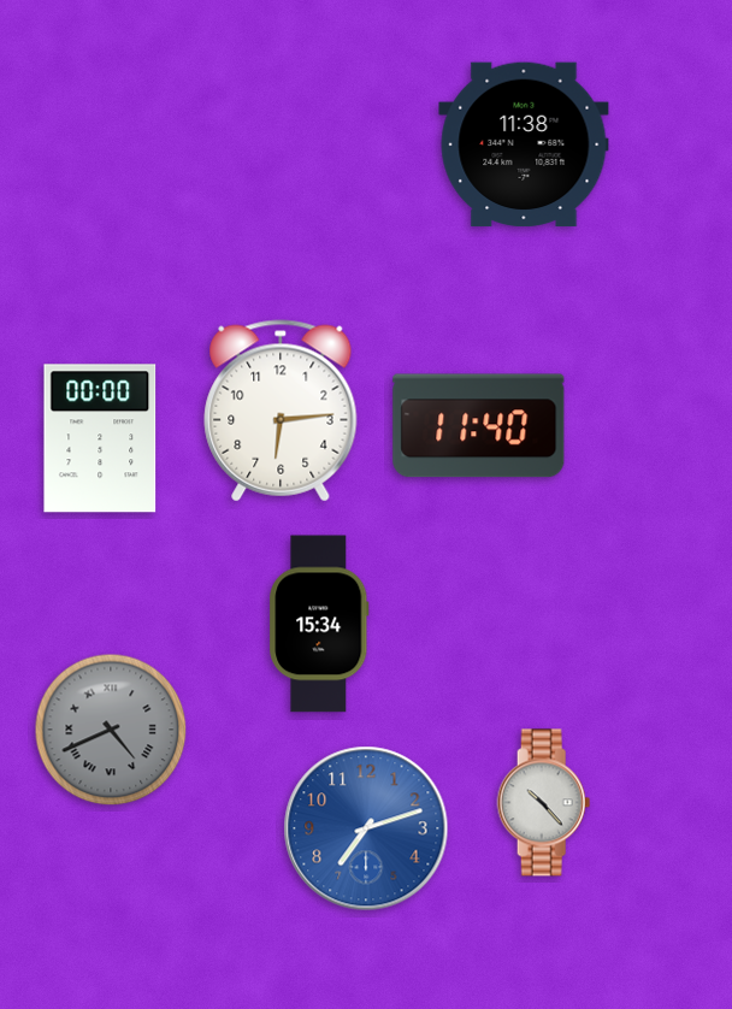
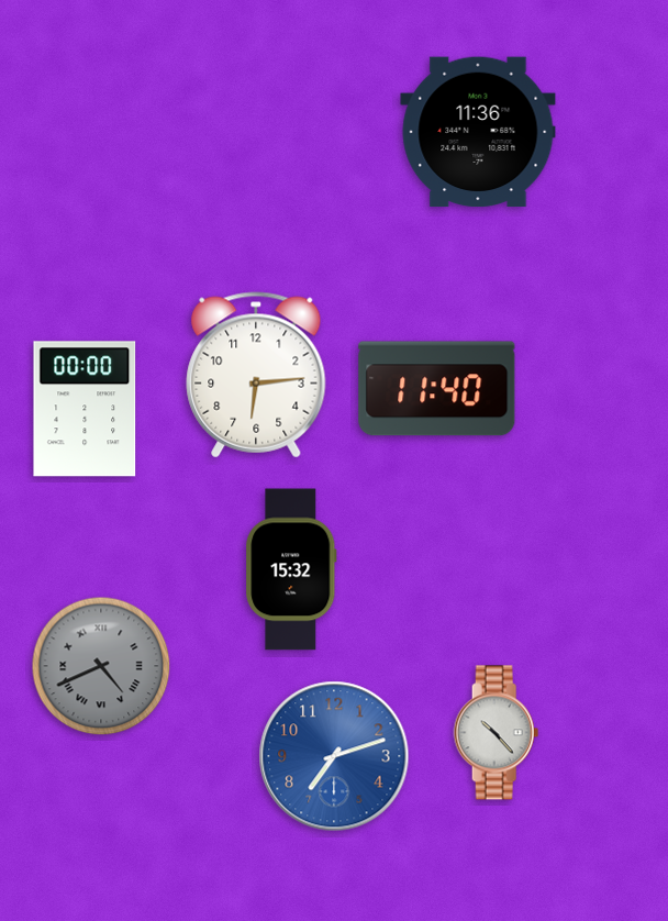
clock at (524, 144): 11:38 -> 11:36
clock at (100, 438) position: (100, 438) -> (85, 409)
clock at (319, 624): 15:34 -> 15:32
